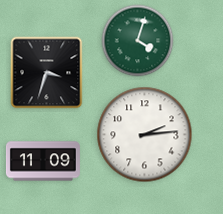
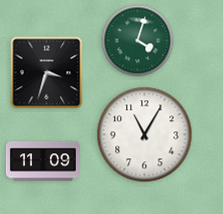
clock at (145, 135): 2:14 -> 11:05
